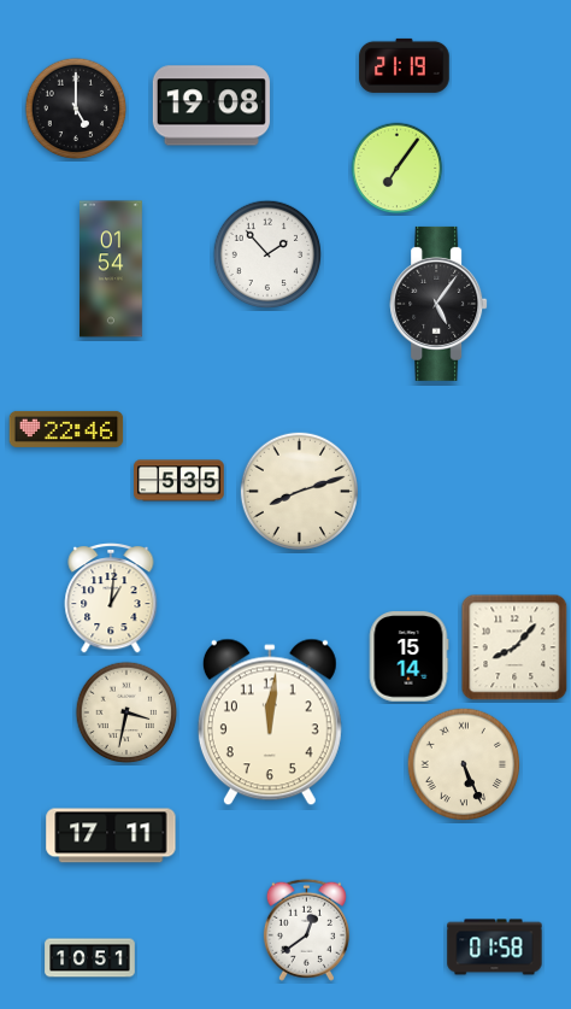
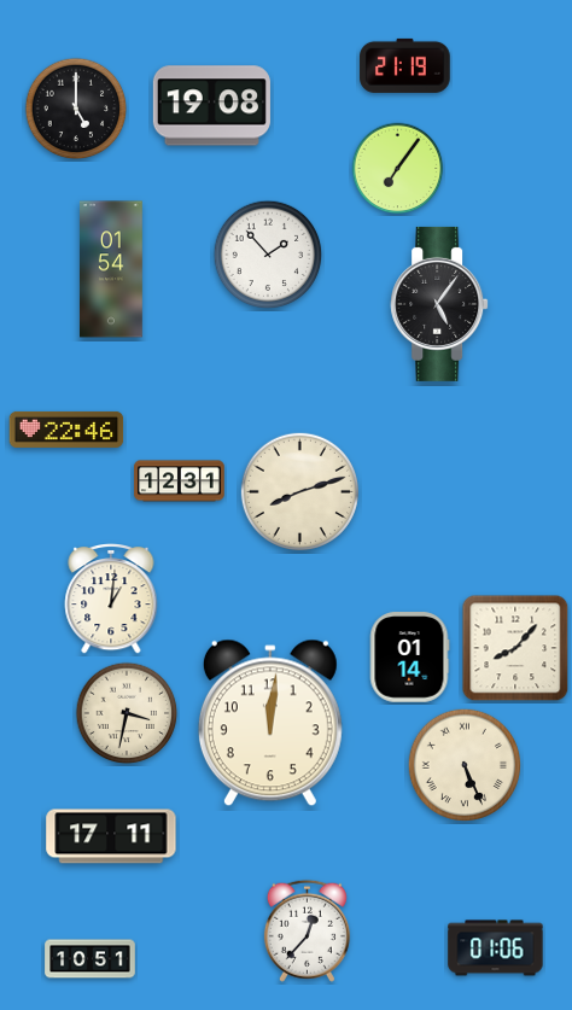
clock at (179, 481): 5:35 -> 12:31
clock at (408, 657): 15:14 -> 01:14
clock at (306, 929): 12:39 -> 12:37
clock at (495, 948): 01:58 -> 01:06
